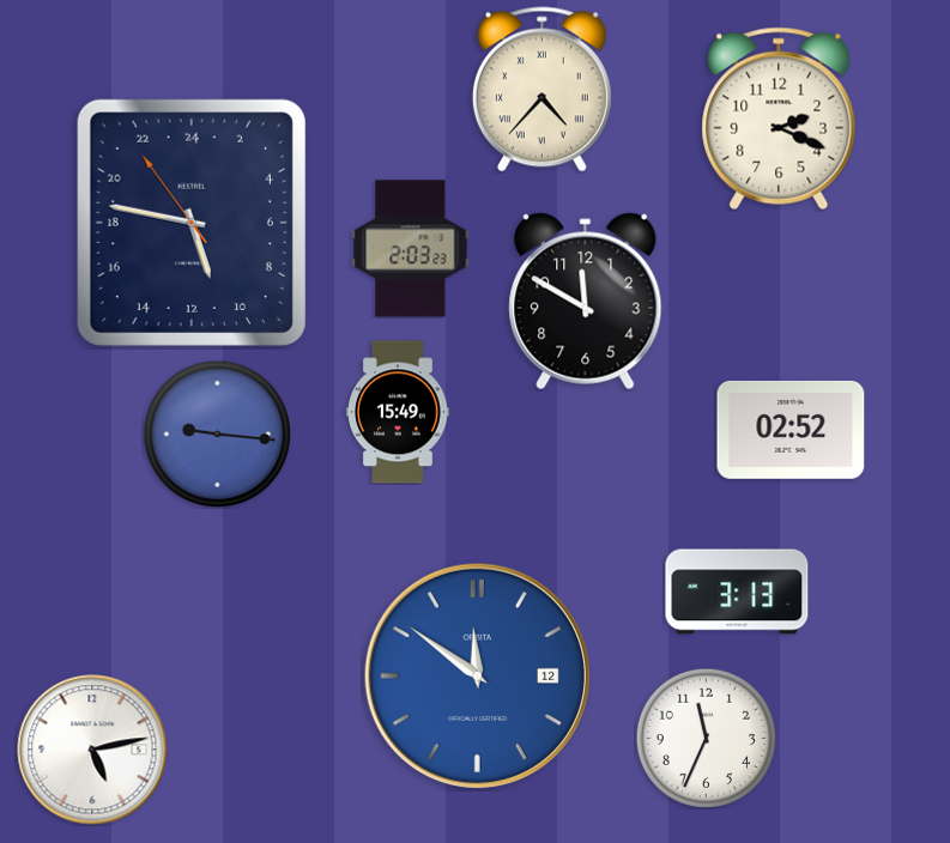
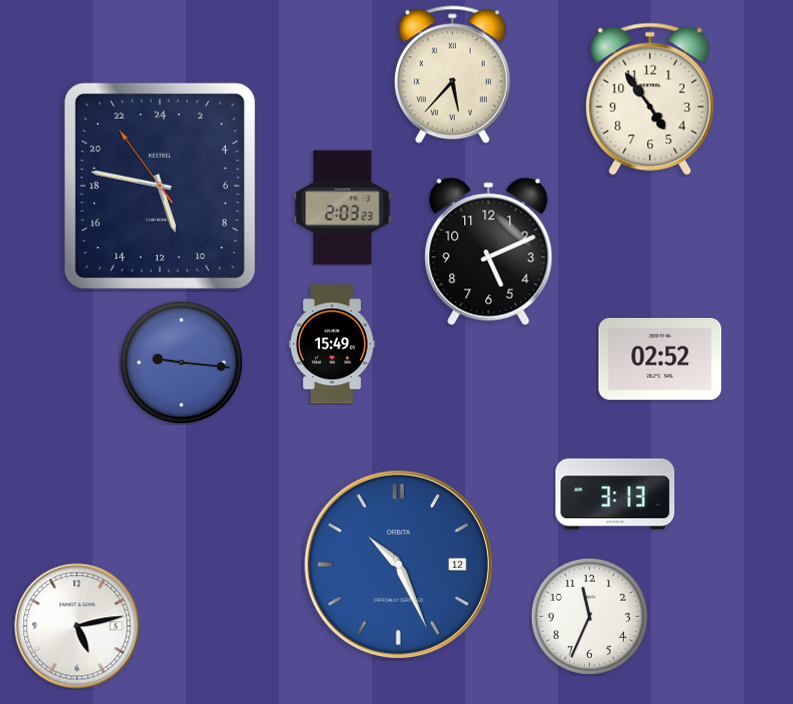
clock at (541, 90): 4:37 -> 5:37
clock at (779, 119): 2:19 -> 4:54
clock at (586, 302): 11:50 -> 5:11
clock at (477, 675): 11:51 -> 10:26
